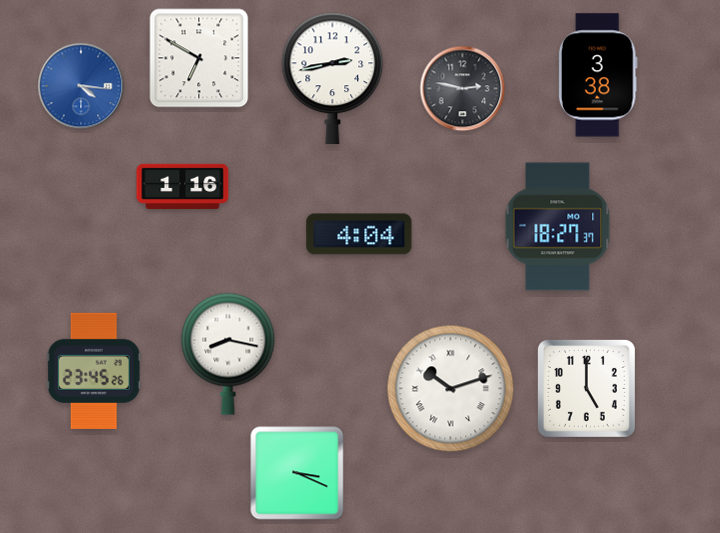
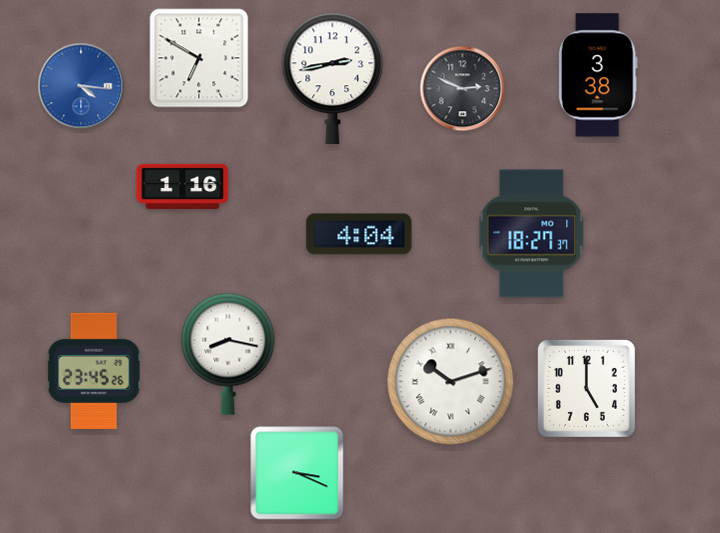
clock at (463, 89): 2:47 -> 2:49
clock at (558, 227) position: (558, 227) -> (532, 234)
clock at (451, 389) position: (451, 389) -> (451, 382)
